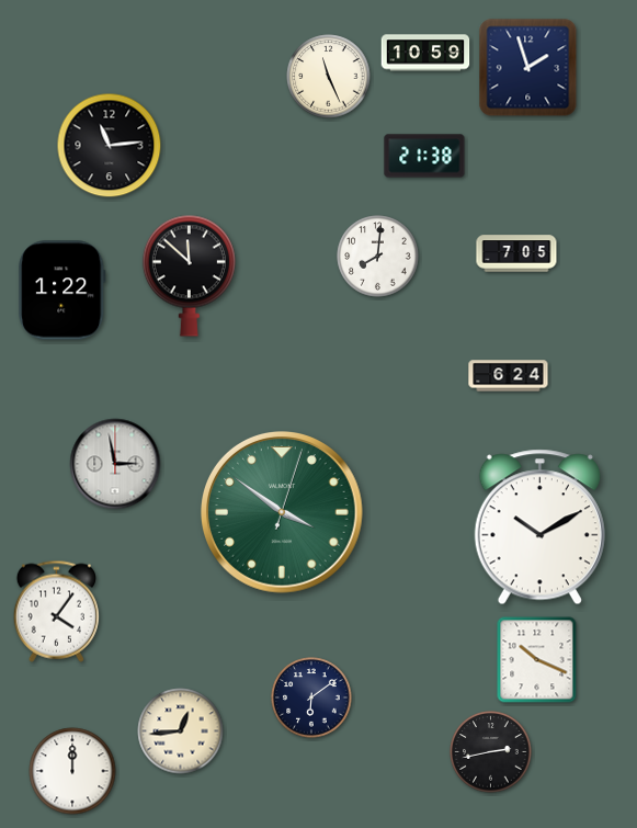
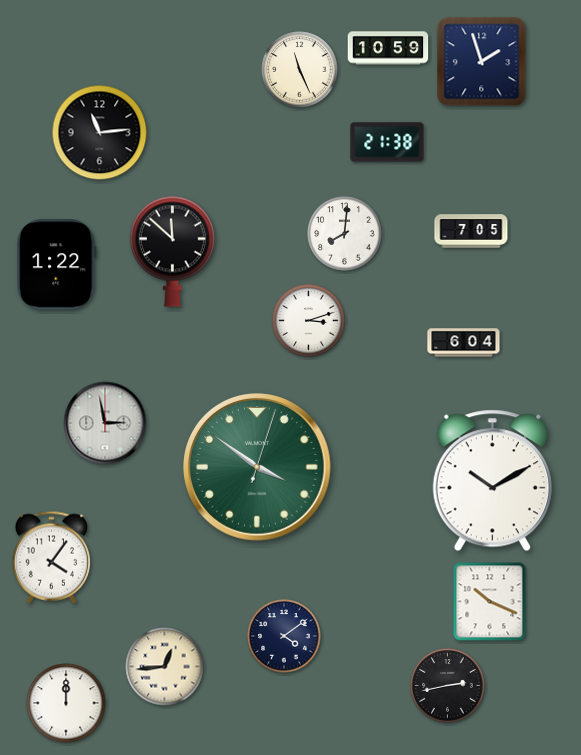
clock at (309, 321): none -> 3:12
clock at (509, 376): 6:24 -> 6:04
clock at (311, 697): 6:09 -> 4:09
